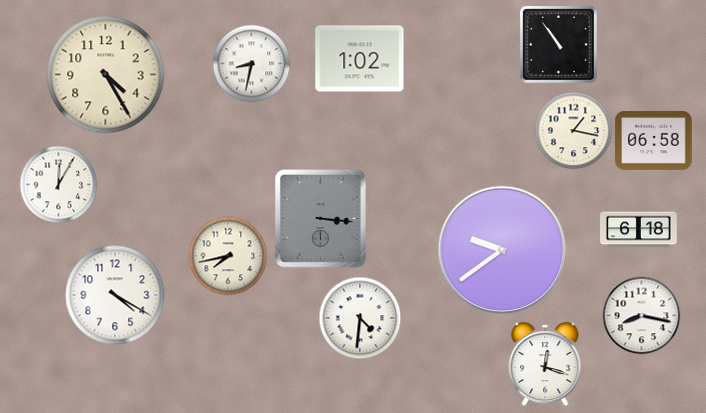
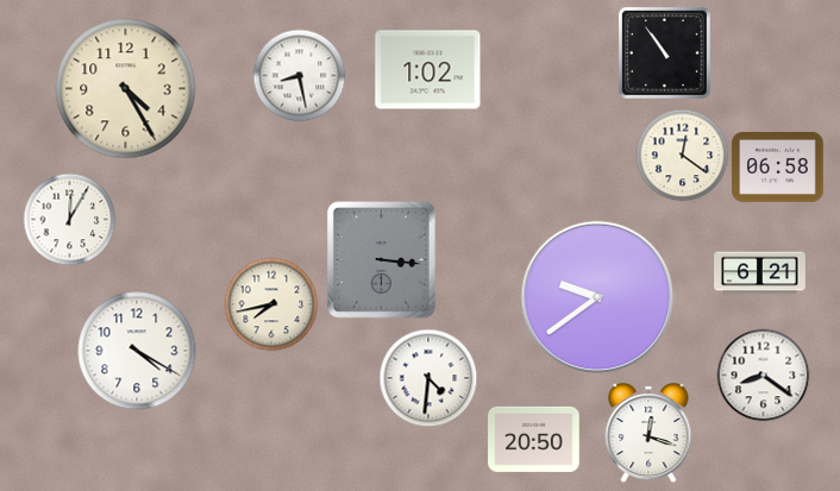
clock at (251, 63): 8:32 -> 8:28
clock at (573, 130): 1:17 -> 12:21
clock at (639, 230): 6:18 -> 6:21
clock at (641, 315): 8:17 -> 8:21
clock at (534, 439): none -> 20:50
